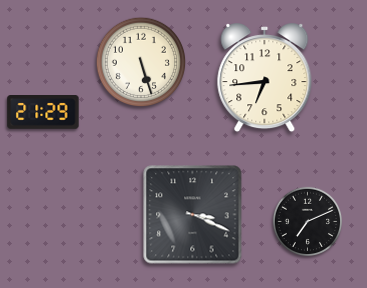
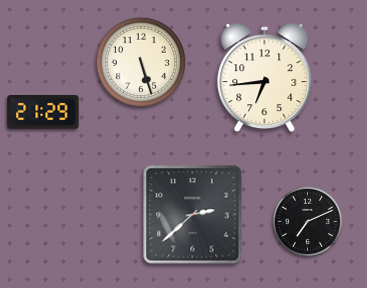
clock at (193, 215): 3:19 -> 2:38
